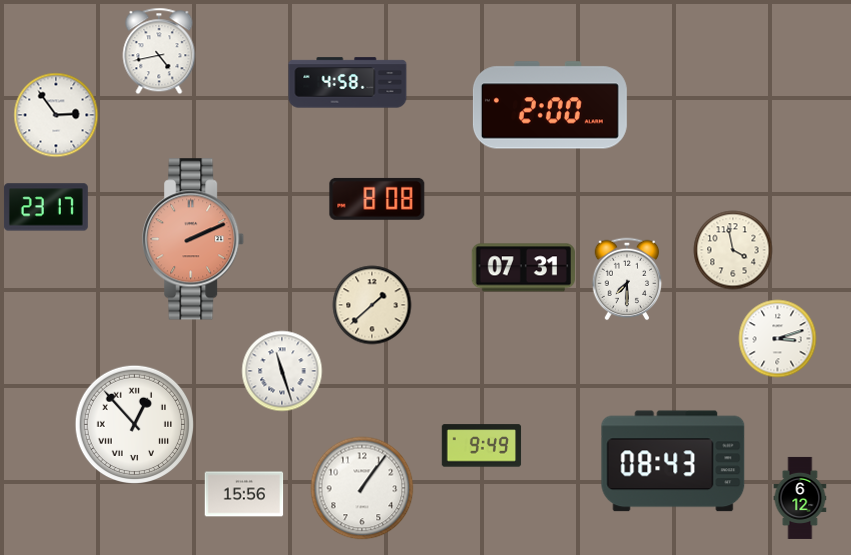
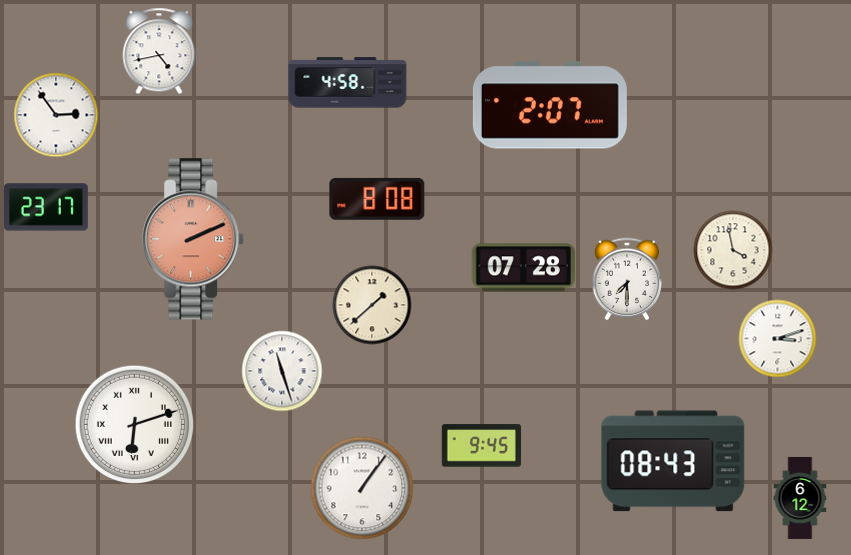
clock at (550, 105): 2:00 -> 2:07
clock at (523, 268): 07:31 -> 07:28
clock at (135, 425): 12:53 -> 6:12
clock at (482, 446): 9:49 -> 9:45
clock at (244, 494): 15:56 -> none
